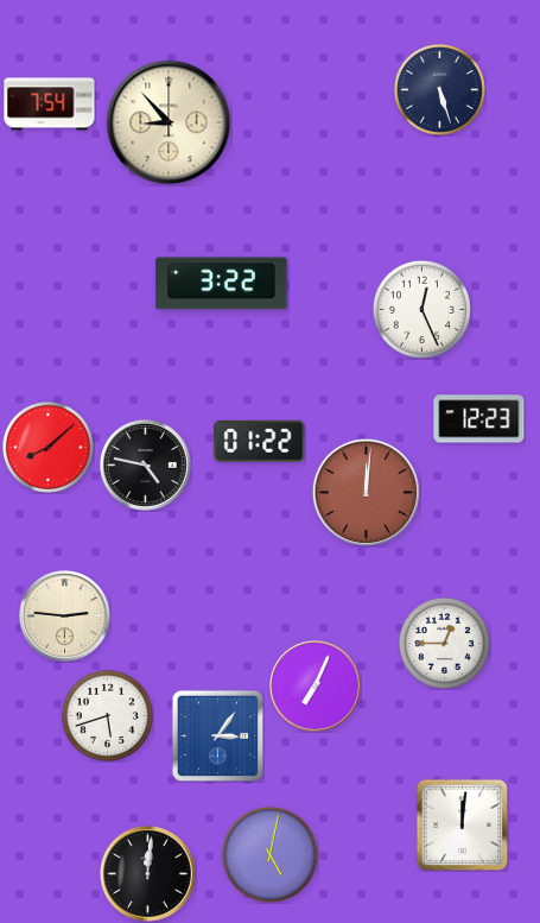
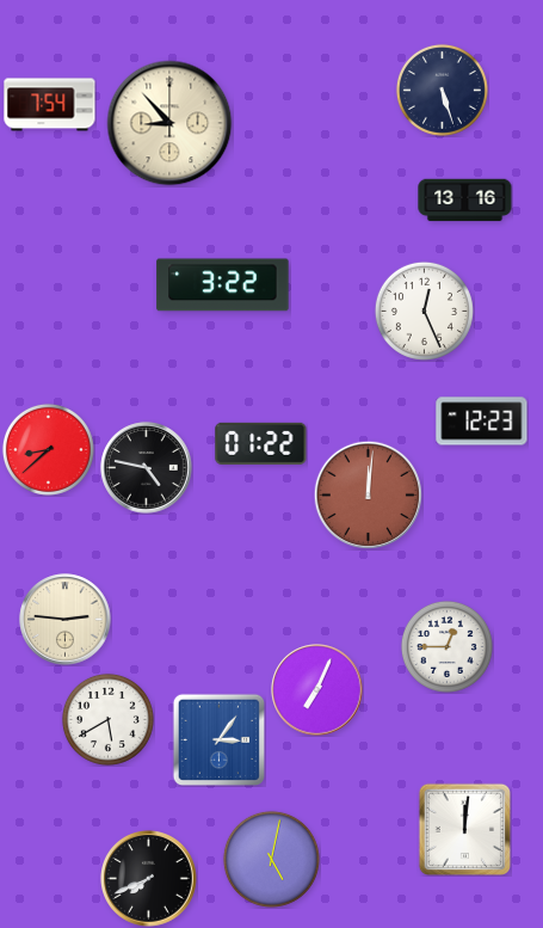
clock at (465, 201): none -> 13:16
clock at (47, 447): 8:08 -> 8:38
clock at (107, 715): 5:42 -> 5:40
clock at (148, 874): 12:01 -> 7:41
